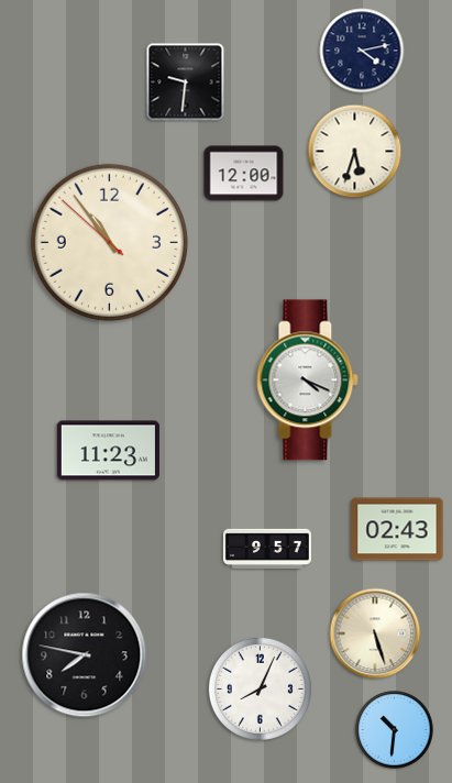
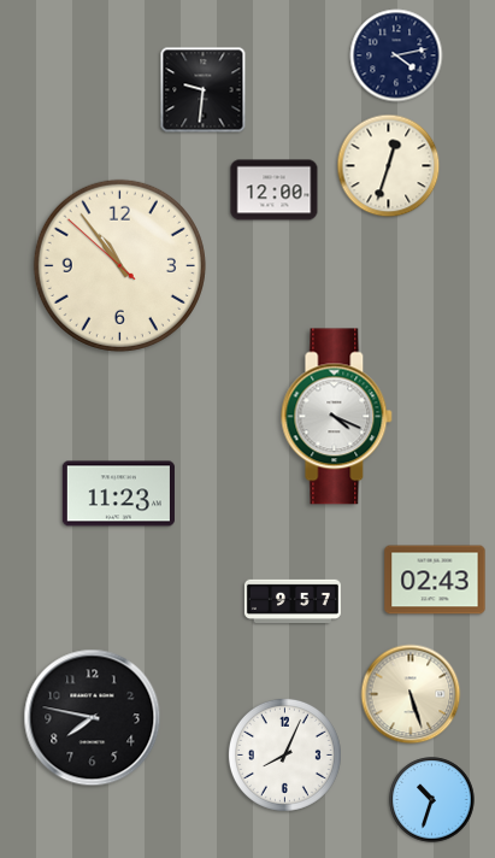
clock at (355, 152): 5:33 -> 12:33
clock at (244, 174) position: (244, 174) -> (275, 190)
clock at (395, 730): 10:31 -> 10:33
